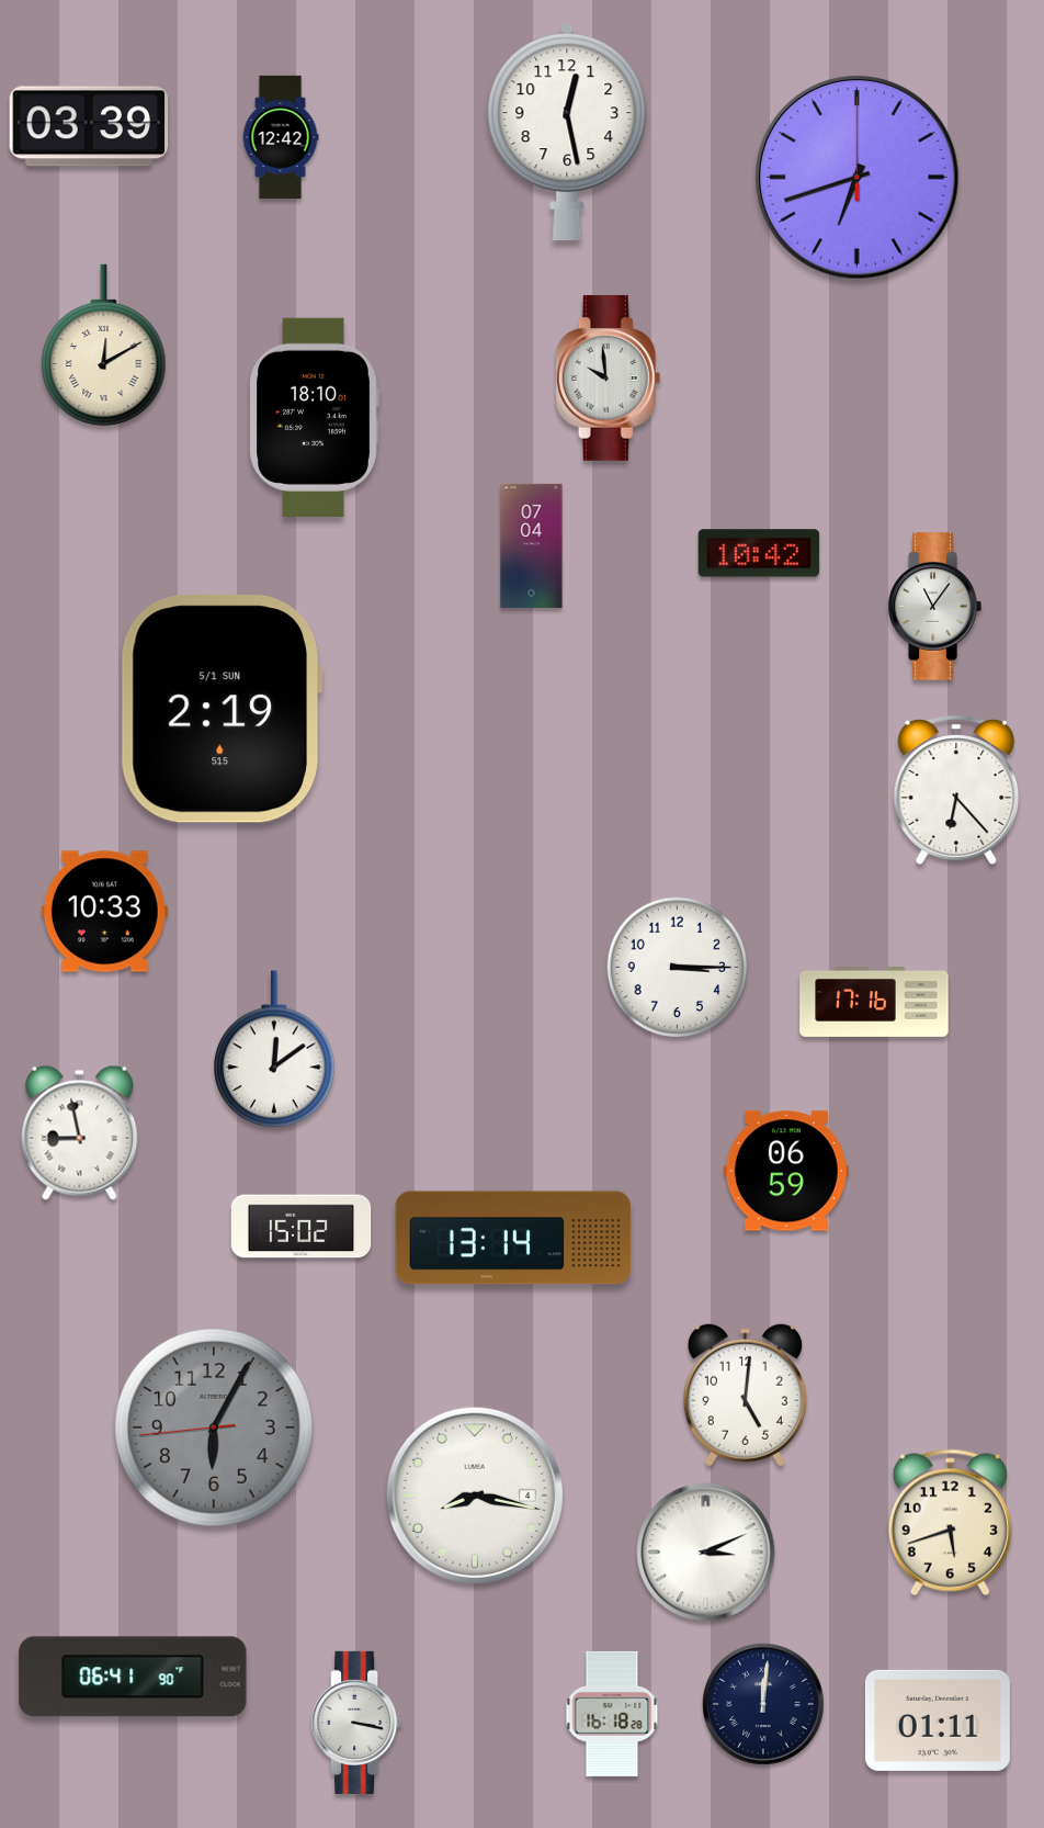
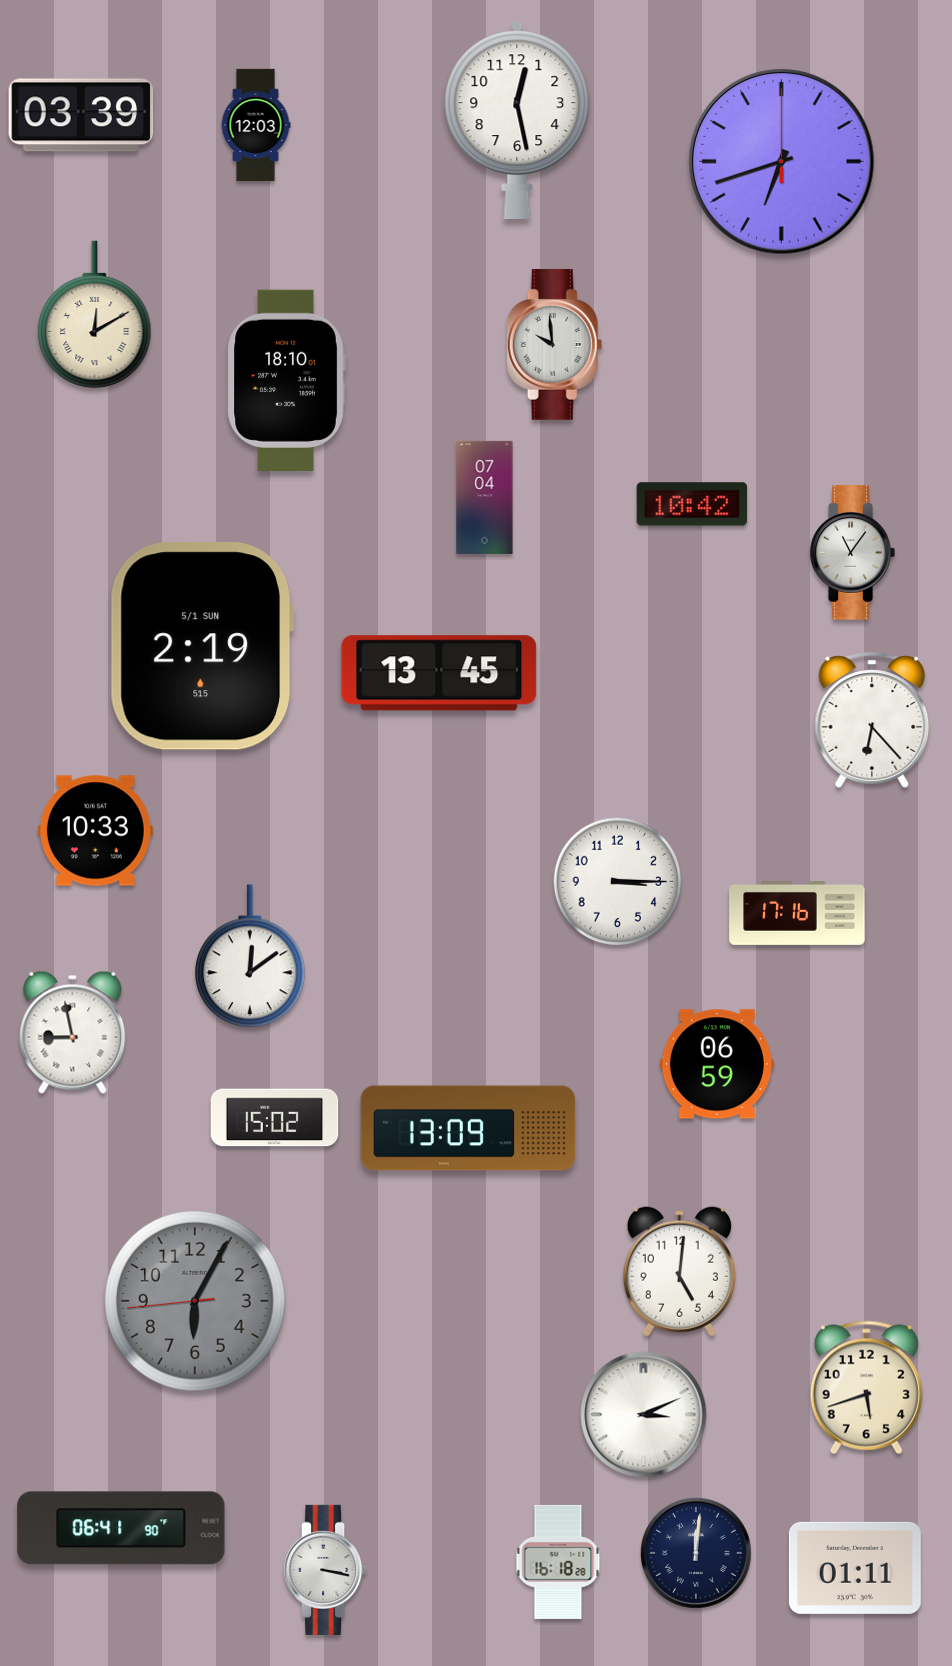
clock at (281, 136): 12:42 -> 12:03
clock at (439, 673): none -> 13:45
clock at (786, 1171) position: (786, 1171) -> (717, 1064)
clock at (513, 1238): 13:14 -> 13:09
clock at (475, 1496): 8:17 -> none
